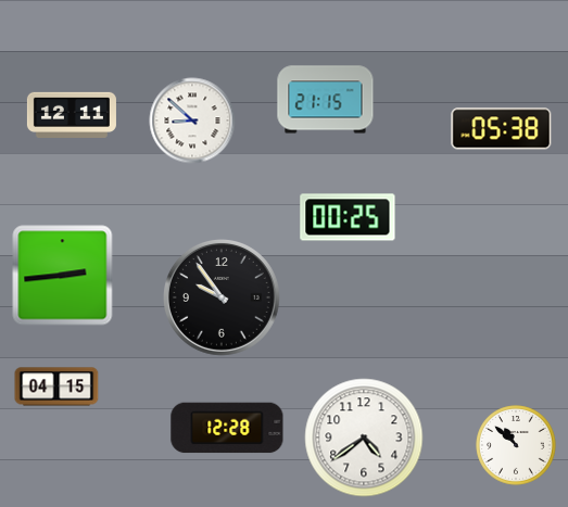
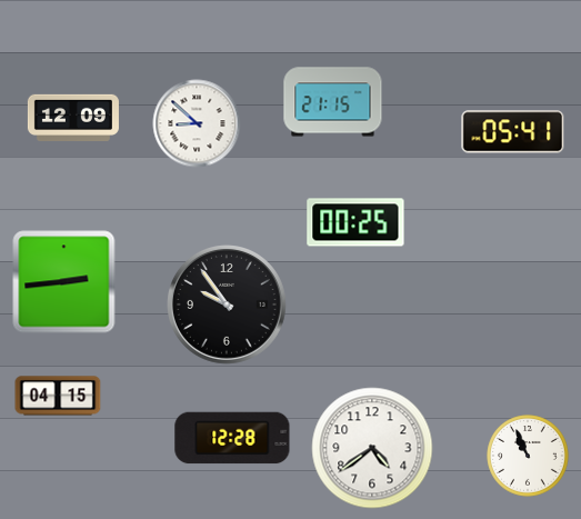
clock at (72, 115): 12:11 -> 12:09
clock at (502, 129): 05:38 -> 05:41
clock at (516, 445): 10:52 -> 10:56
